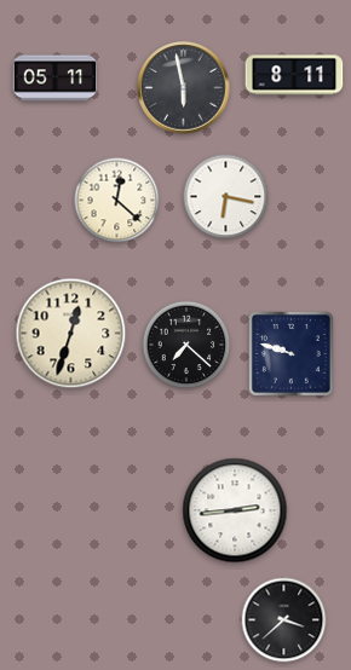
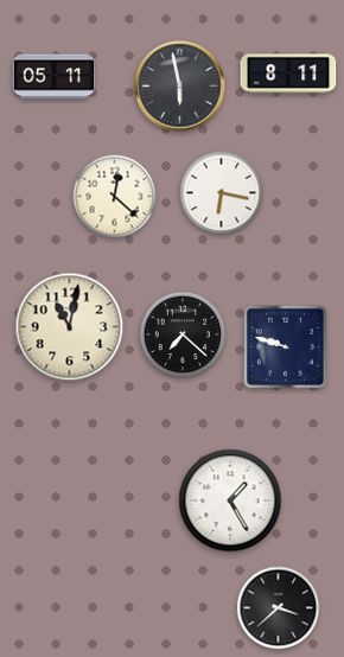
clock at (71, 334): 12:33 -> 11:02
clock at (186, 345) position: (186, 345) -> (183, 334)
clock at (235, 510): 2:44 -> 1:25
